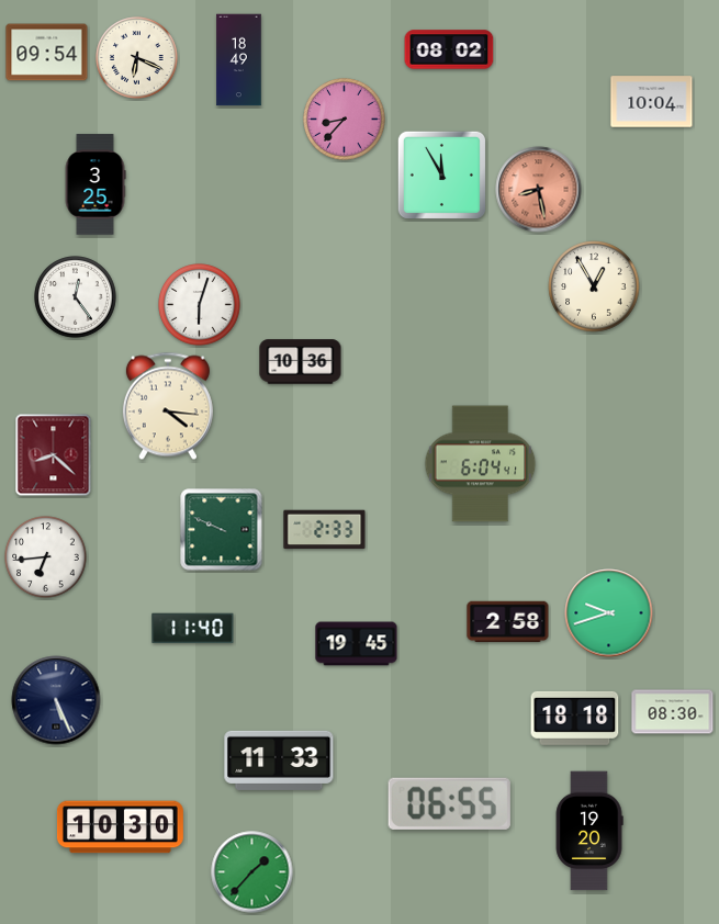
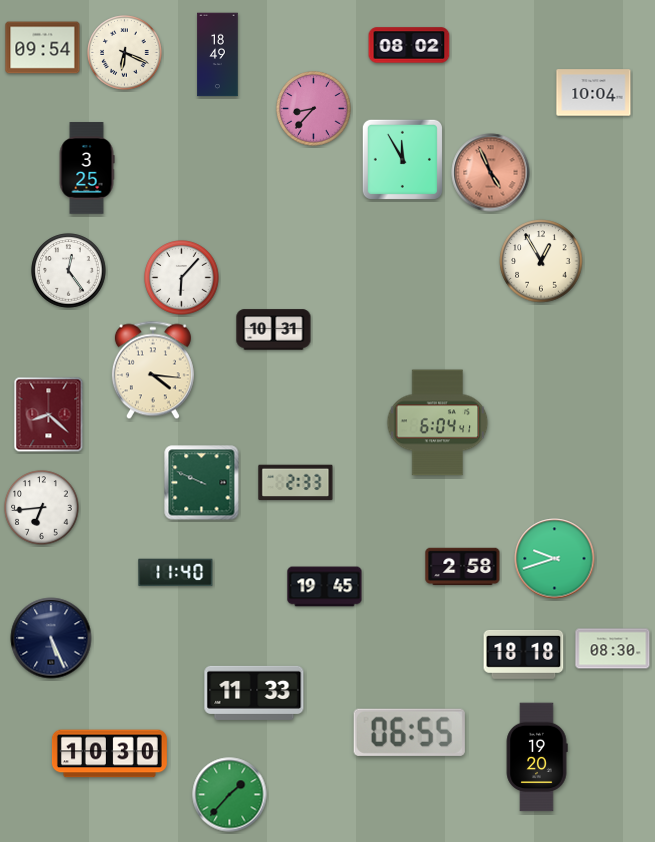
clock at (539, 190): 8:28 -> 4:56
clock at (200, 305): 6:03 -> 6:07
clock at (301, 362): 10:36 -> 10:31
